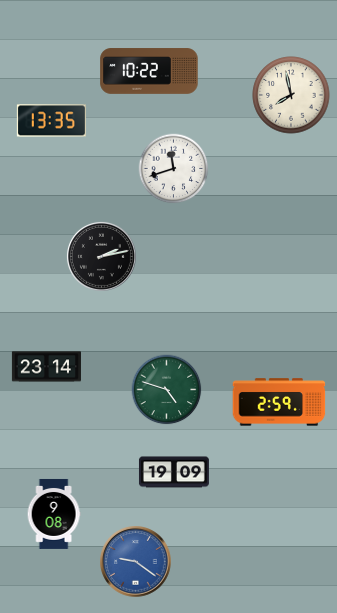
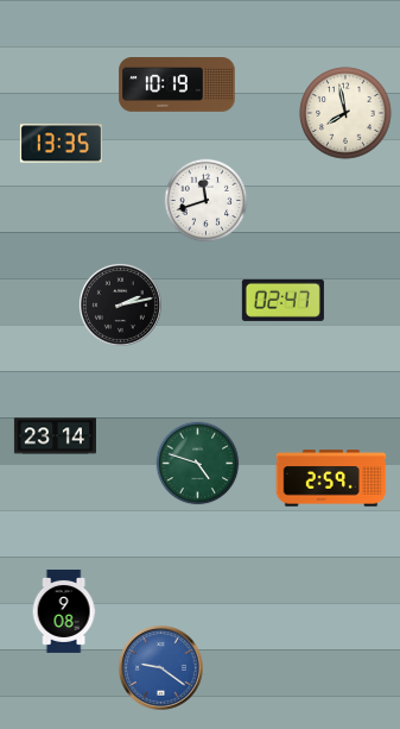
clock at (149, 71): 10:22 -> 10:19
clock at (282, 300): none -> 02:47
clock at (174, 472): 19:09 -> none
